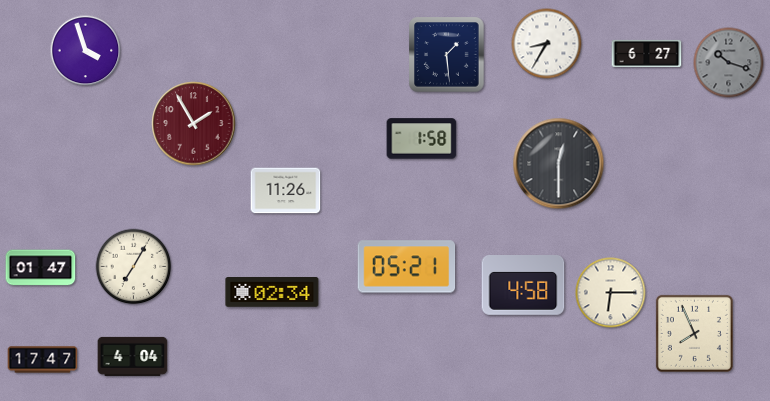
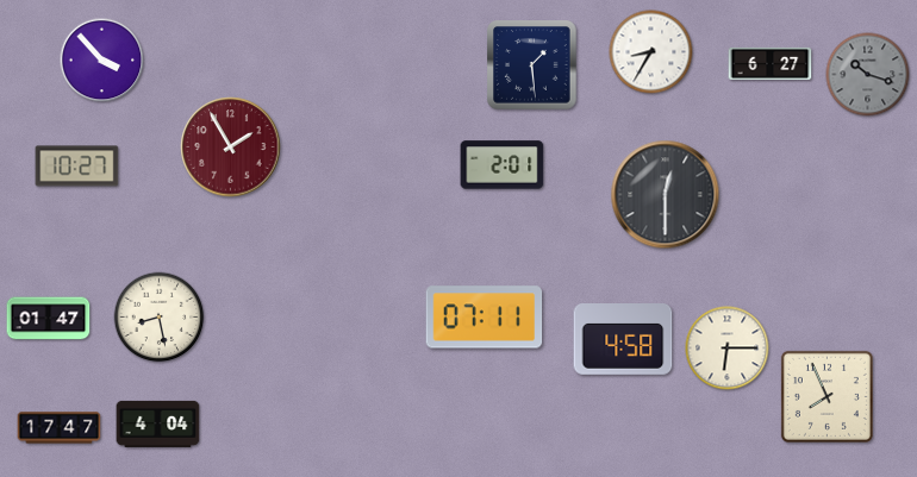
clock at (86, 51): 3:57 -> 3:53
clock at (422, 139): 1:58 -> 2:01
clock at (77, 167): none -> 10:27
clock at (286, 191): 11:26 -> none
clock at (134, 267): 7:05 -> 8:28
clock at (407, 267): 05:21 -> 07:11
clock at (272, 293): 02:34 -> none
clock at (43, 360) position: (43, 360) -> (60, 428)
